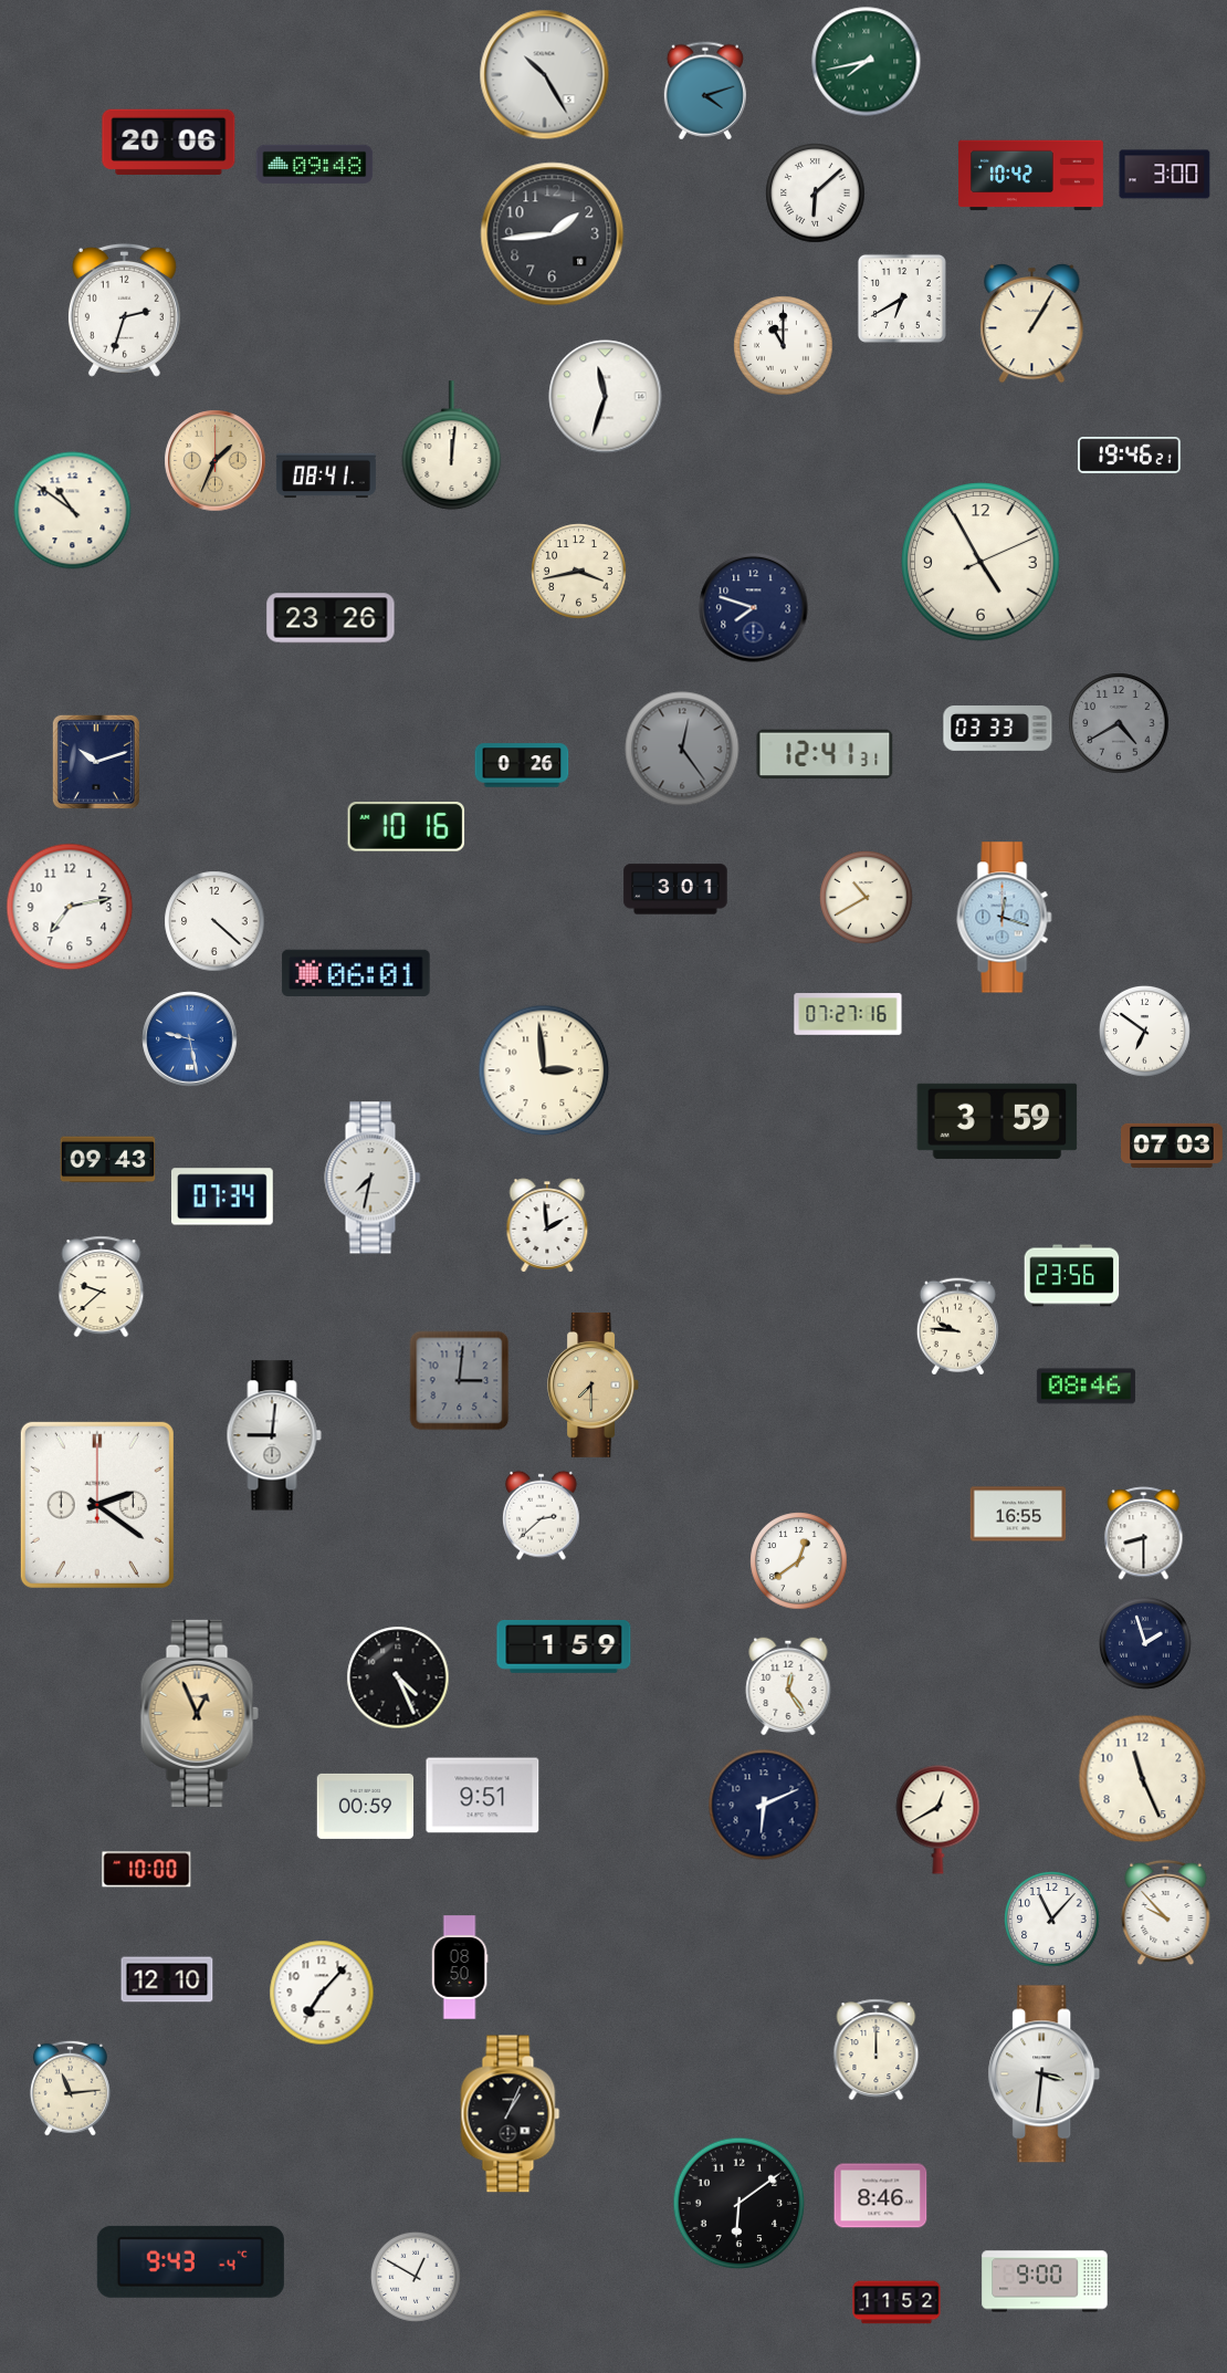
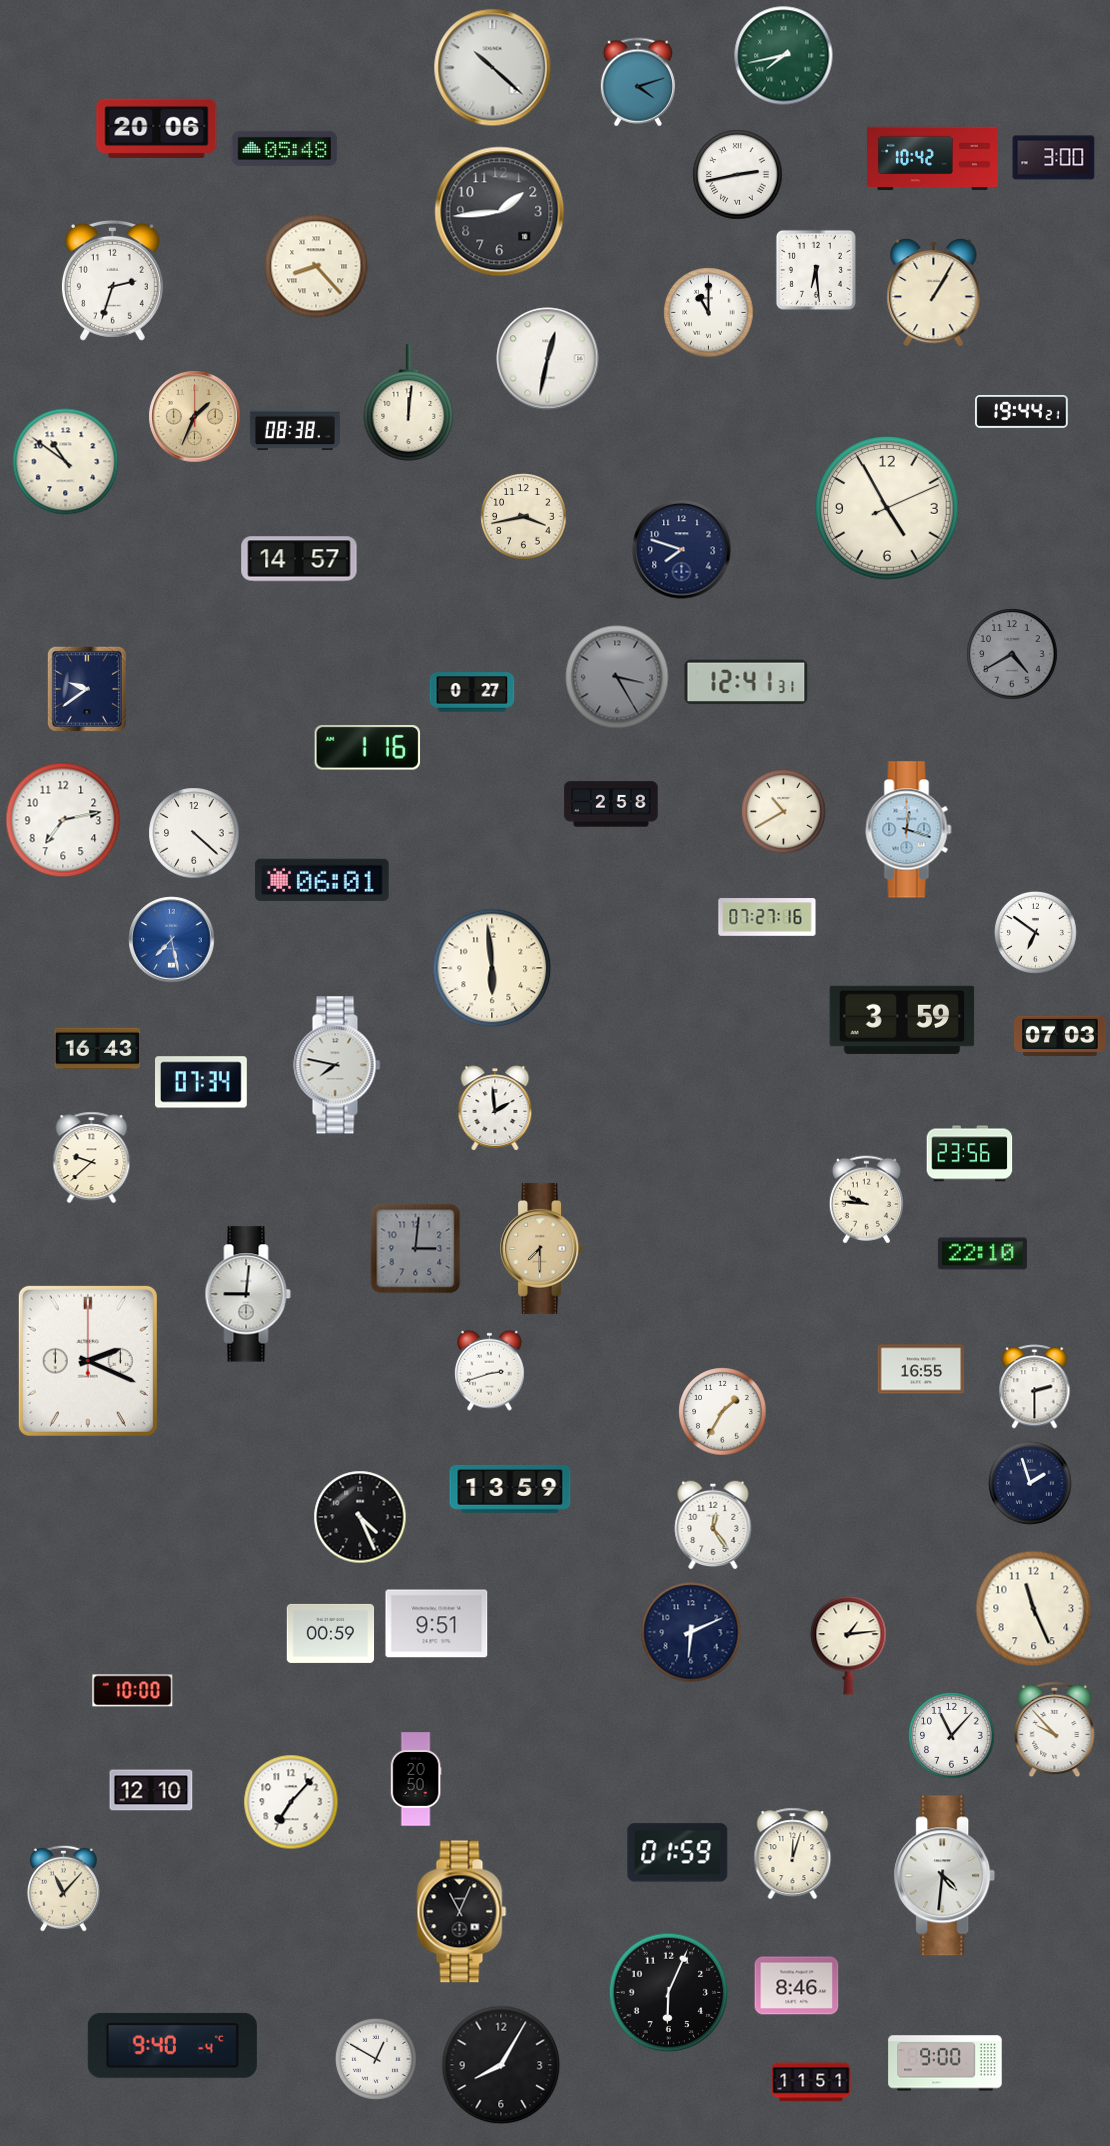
clock at (545, 75): 10:25 -> 10:22
clock at (169, 143) position: (169, 143) -> (157, 129)
clock at (315, 164): 09:48 -> 05:48
clock at (816, 194): 6:08 -> 2:43
clock at (316, 266): none -> 8:23
clock at (902, 299): 6:40 -> 6:29
clock at (606, 397): 11:33 -> 12:32
clock at (1130, 456): 19:46 -> 19:44
clock at (326, 475): 08:41 -> 08:38
clock at (331, 618): 23:26 -> 14:57
clock at (998, 729): 03:33 -> none
clock at (682, 749): 12:24 -> 3:25
clock at (96, 762): 10:12 -> 9:39
clock at (522, 765): 0:26 -> 0:27
clock at (407, 827): 10:16 -> 1:16
clock at (675, 889): 3:01 -> 2:58
clock at (190, 1039): 9:28 -> 7:28
clock at (544, 1070): 2:59 -> 5:59
clock at (997, 1121) position: (997, 1121) -> (902, 1020)
clock at (108, 1160): 09:43 -> 16:43
clock at (373, 1178): 7:32 -> 7:47
clock at (102, 1287) position: (102, 1287) -> (92, 1158)
clock at (594, 1384) position: (594, 1384) -> (542, 1248)
clock at (1086, 1387): 08:46 -> 22:10
clock at (274, 1435) position: (274, 1435) -> (248, 1294)
clock at (97, 1505): 2:21 -> 2:19
clock at (542, 1515): 2:38 -> 2:42
clock at (1144, 1534): 8:30 -> 2:30
clock at (799, 1561): 12:39 -> 1:35
clock at (1146, 1644) position: (1146, 1644) -> (1031, 1484)
clock at (564, 1648): 1:59 -> 13:59
clock at (199, 1713): 12:56 -> none
clock at (938, 1820): 12:40 -> 1:14
clock at (460, 1967): 08:50 -> 20:50
clock at (678, 1853): none -> 01:59
clock at (877, 2050): 12:00 -> 12:03
clock at (1045, 2074): 3:31 -> 4:31
clock at (70, 2088): 11:14 -> 11:07
clock at (511, 2114): 1:04 -> 11:04
clock at (740, 2204): 6:09 -> 6:04
clock at (190, 2261): 9:43 -> 9:40
clock at (501, 2065): none -> 8:05
clock at (896, 2302): 11:52 -> 11:51
